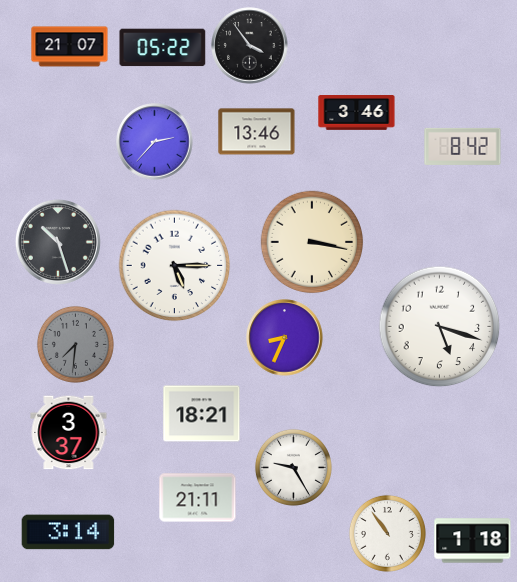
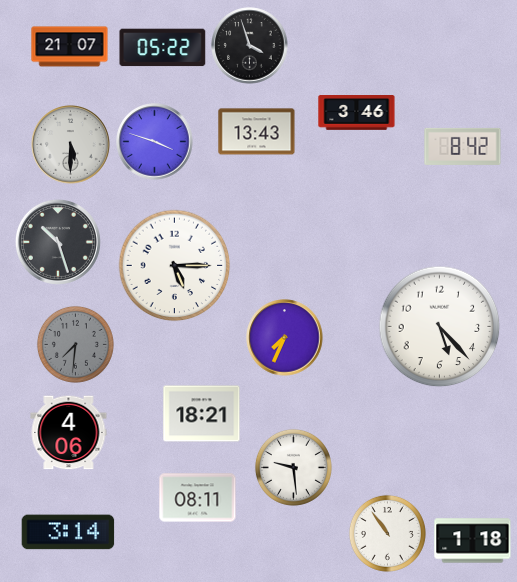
clock at (250, 46): 3:54 -> 3:57
clock at (257, 132): 13:46 -> 13:43
clock at (155, 142): 2:37 -> 3:48
clock at (71, 145): none -> 5:30
clock at (312, 242): 3:17 -> none
clock at (440, 327): 5:18 -> 5:23
clock at (285, 338): 8:34 -> 7:34
clock at (69, 433): 3:37 -> 4:06
clock at (293, 467): 9:25 -> 9:29
clock at (198, 498): 21:11 -> 08:11
